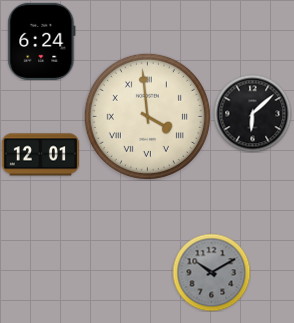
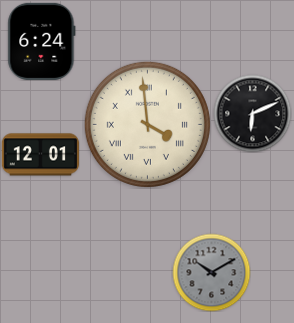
clock at (252, 113): 6:08 -> 6:11
clock at (147, 116) position: (147, 116) -> (147, 124)
